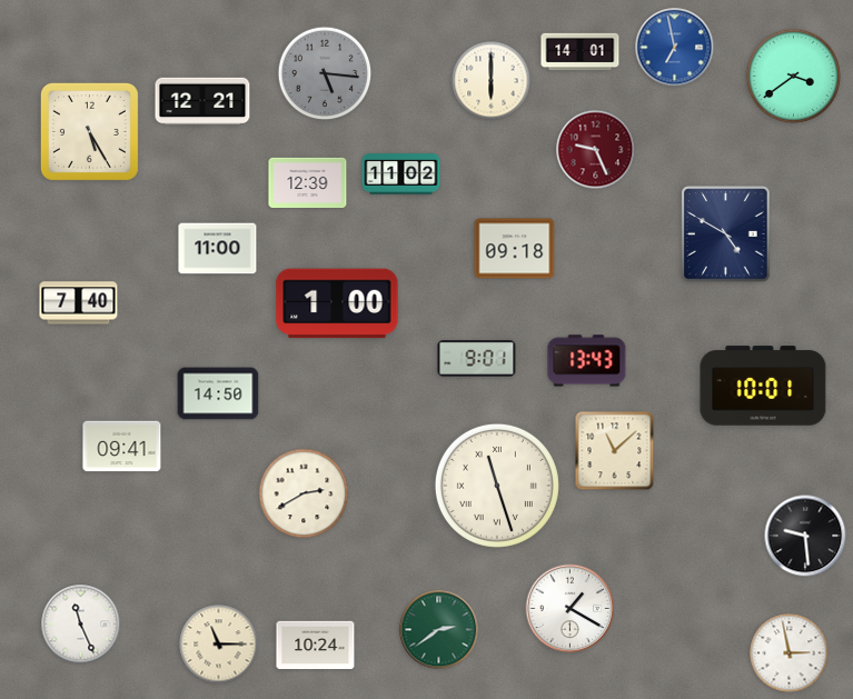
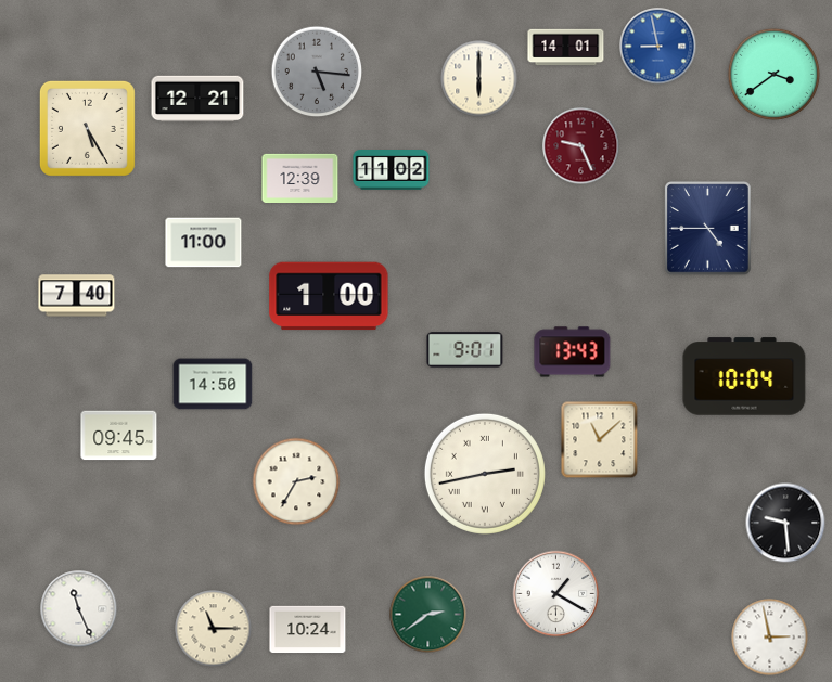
clock at (675, 48): 6:58 -> 8:58
clock at (581, 52) position: (581, 52) -> (566, 48)
clock at (726, 234): 4:50 -> 4:45
clock at (218, 249) position: (218, 249) -> (204, 243)
clock at (515, 249): 09:18 -> none
clock at (763, 386): 10:01 -> 10:04
clock at (122, 447): 09:41 -> 09:45
clock at (497, 486): 11:27 -> 2:43
clock at (304, 493): 2:40 -> 2:35
